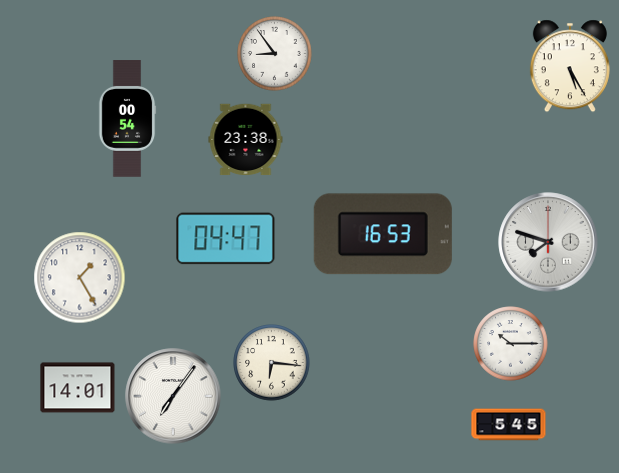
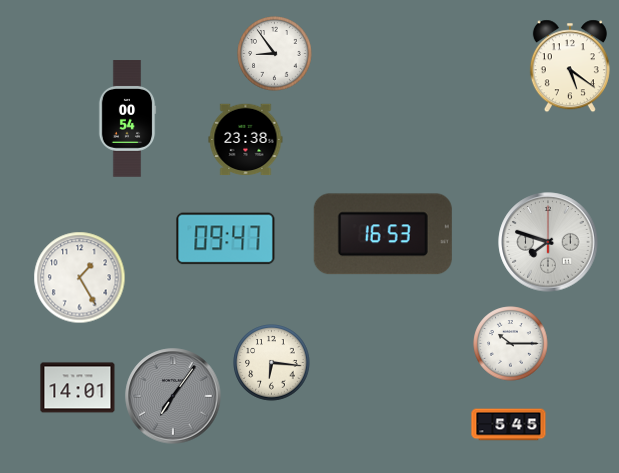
clock at (570, 66): 5:25 -> 5:21
clock at (226, 239): 04:47 -> 09:47
clock at (173, 396) dial: white -> grey
